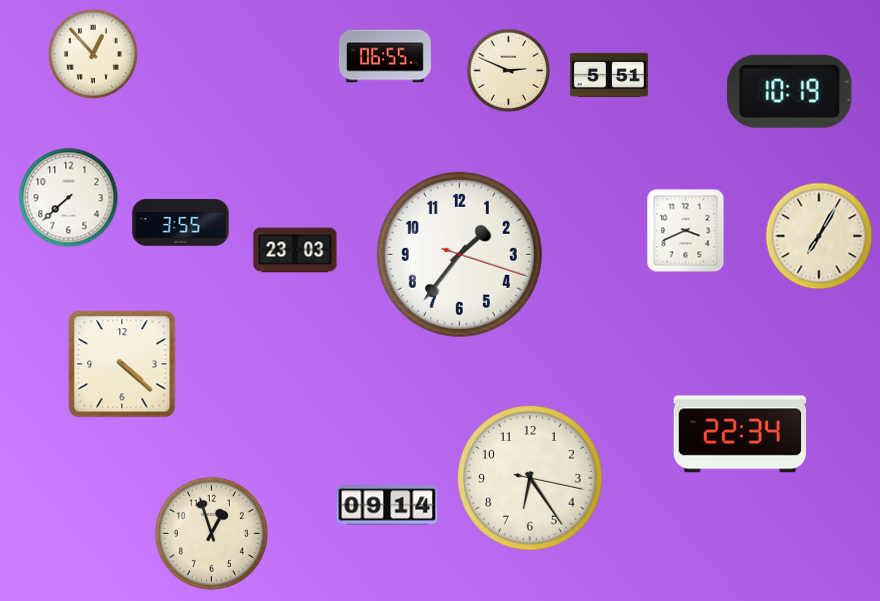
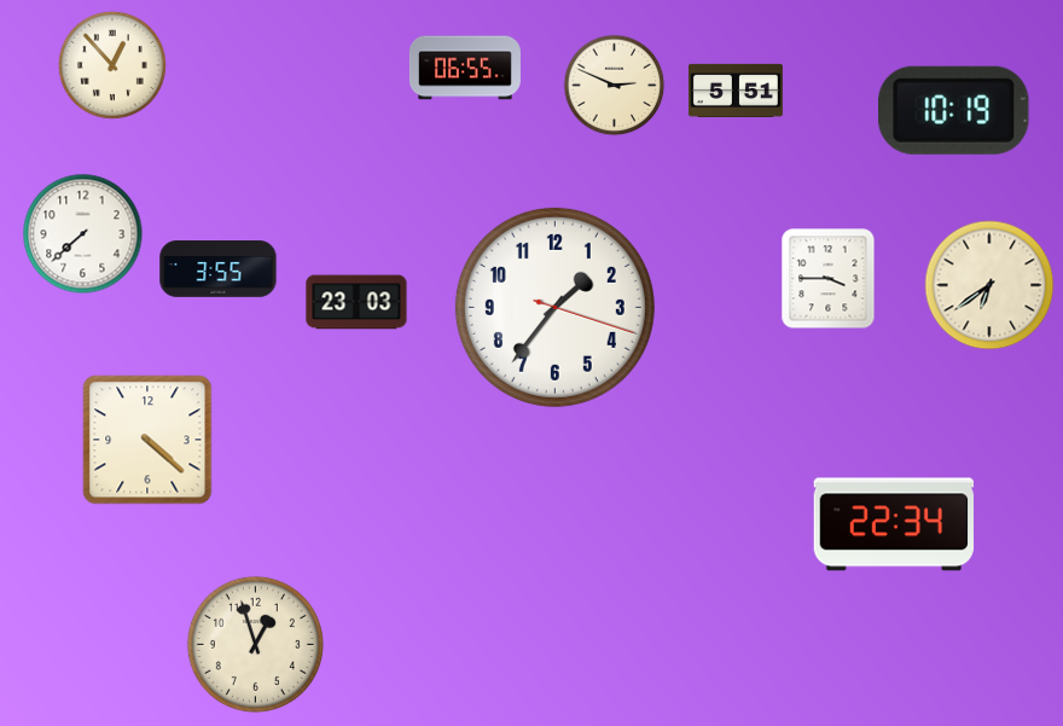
clock at (69, 198) position: (69, 198) -> (83, 234)
clock at (686, 231): 3:41 -> 3:45
clock at (819, 236): 7:05 -> 6:39
clock at (530, 478): 6:24 -> none
clock at (387, 505): 09:14 -> none
